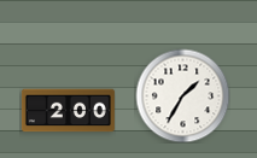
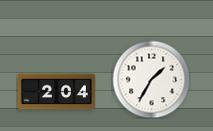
clock at (68, 111): 2:00 -> 2:04
